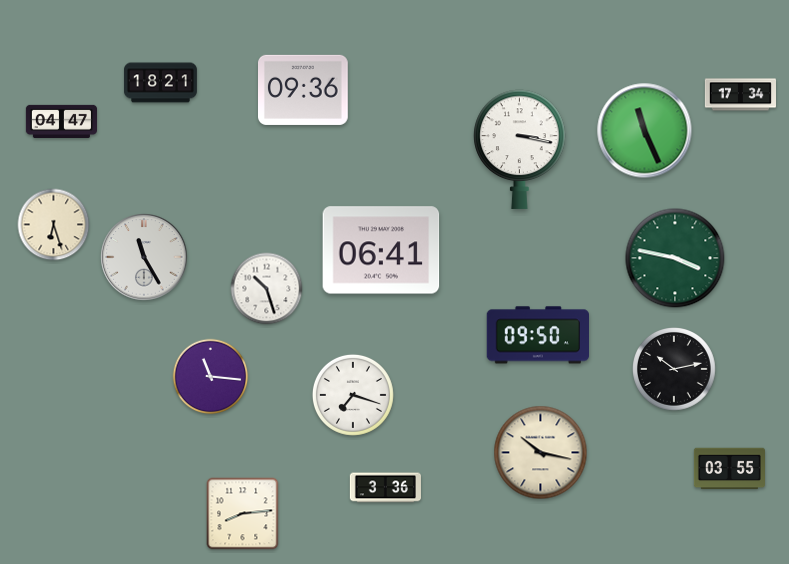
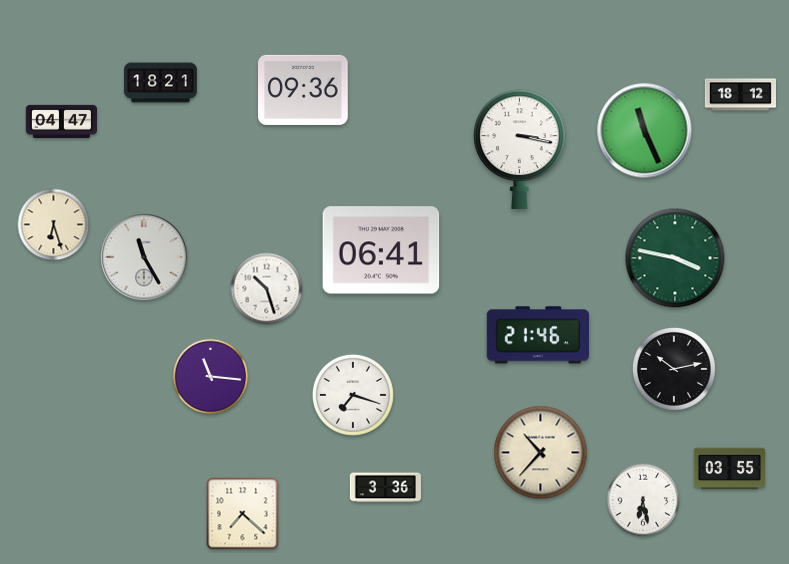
clock at (740, 95): 17:34 -> 18:12
clock at (537, 335): 09:50 -> 21:46
clock at (541, 453): 10:17 -> 10:37
clock at (643, 500): none -> 6:28
clock at (243, 514): 8:14 -> 7:22
